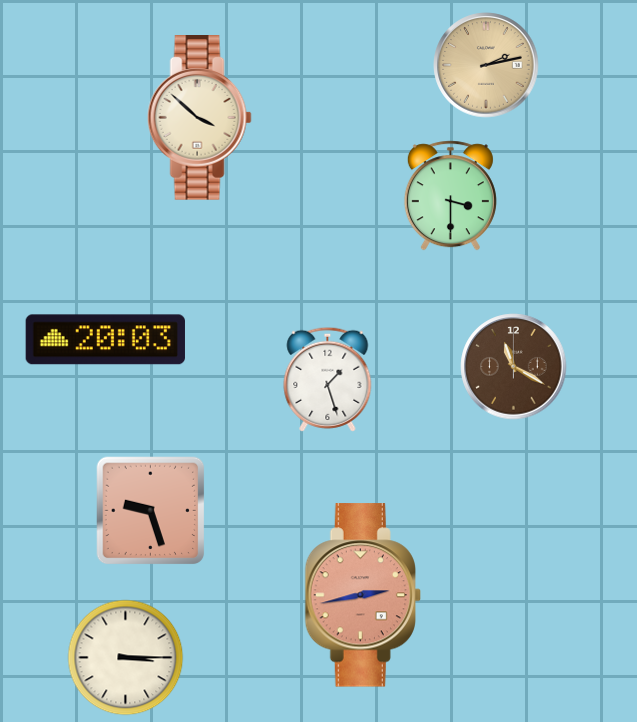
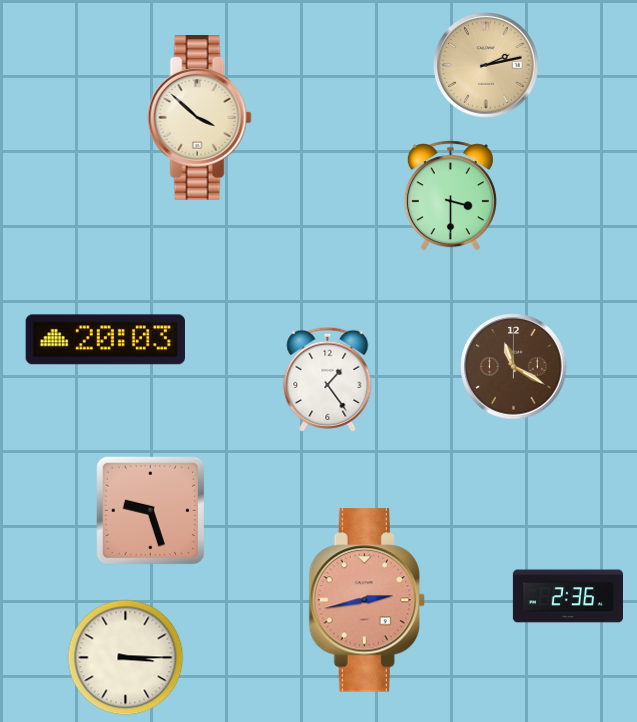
clock at (328, 379): 1:27 -> 1:24
clock at (363, 595) position: (363, 595) -> (367, 600)
clock at (568, 596): none -> 2:36
